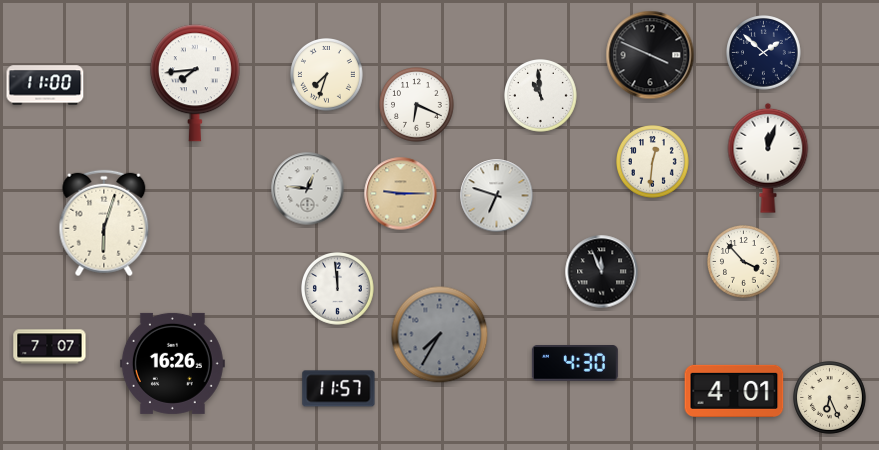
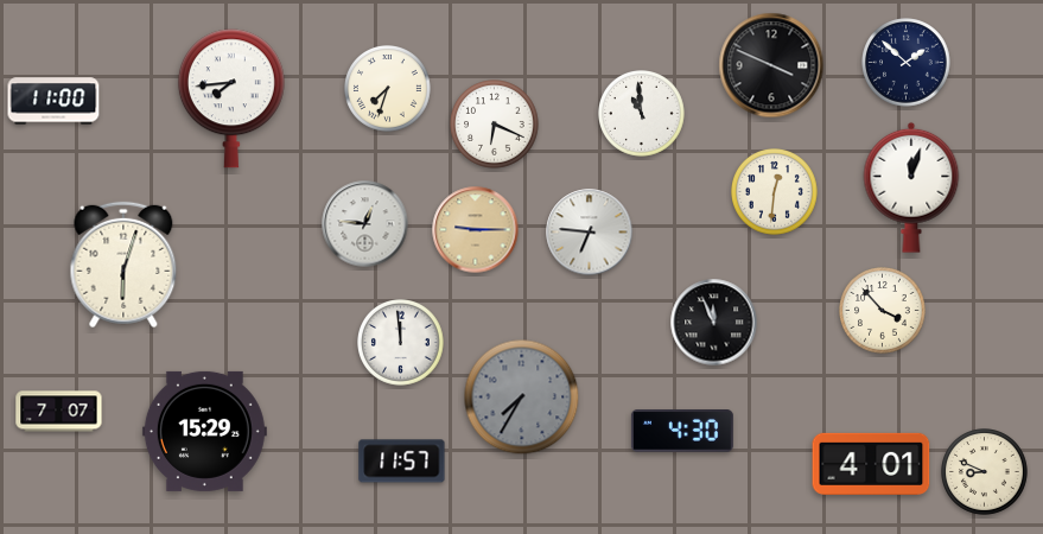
clock at (497, 196): 6:48 -> 6:46
clock at (172, 363): 16:26 -> 15:29
clock at (830, 398): 6:26 -> 8:49
